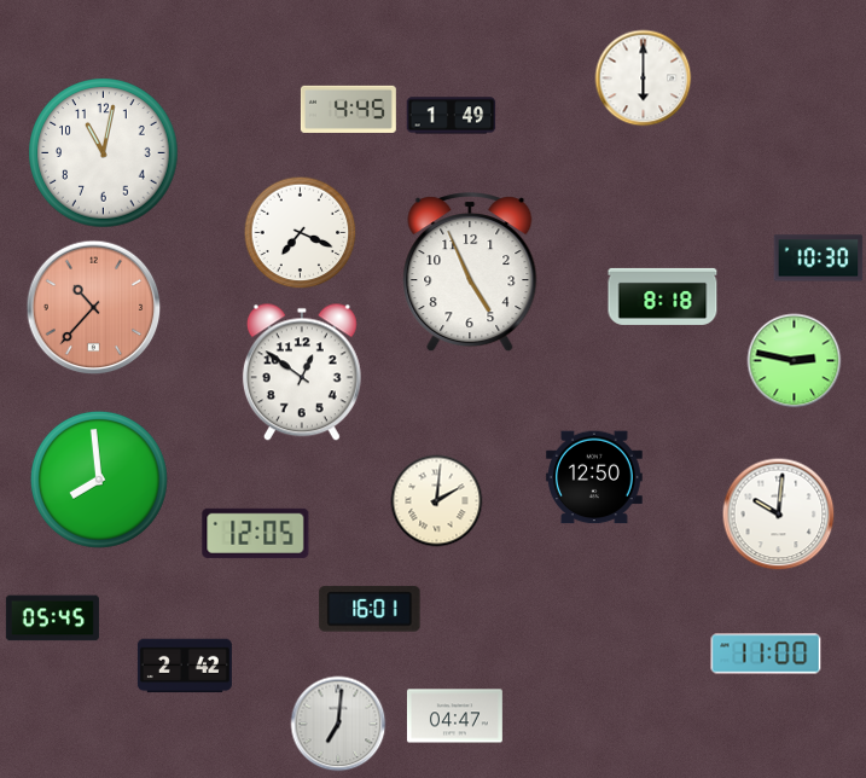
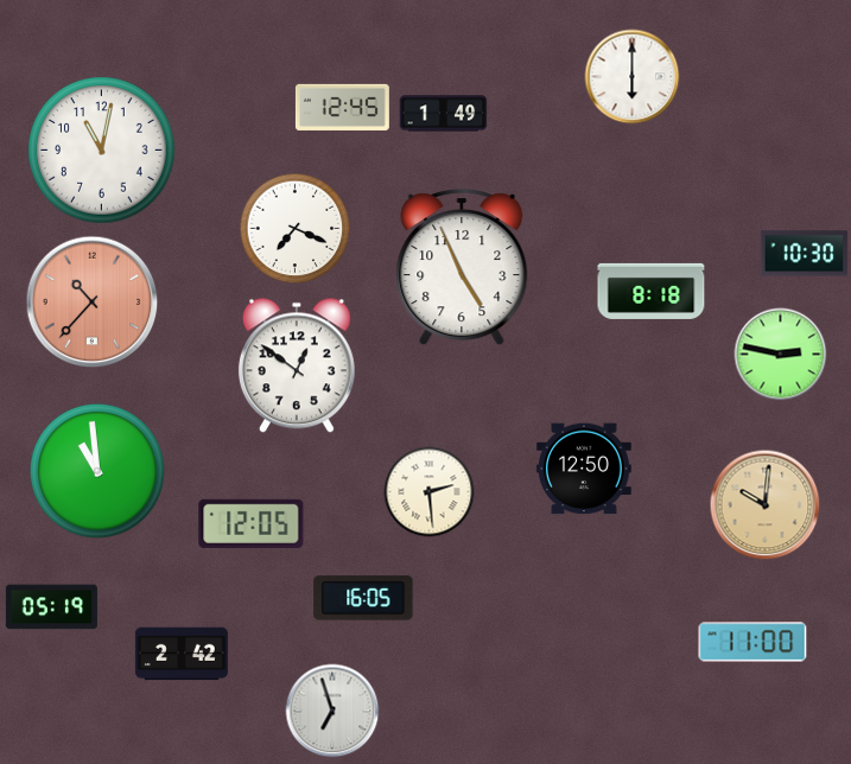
clock at (348, 109): 4:45 -> 12:45
clock at (99, 480): 7:59 -> 10:59
clock at (437, 501): 2:01 -> 2:29
clock at (779, 515) dial: white -> champagne
clock at (370, 609): 16:01 -> 16:05
clock at (52, 619): 05:45 -> 05:19
clock at (454, 716): 04:47 -> none
clock at (338, 724): 7:01 -> 6:57
